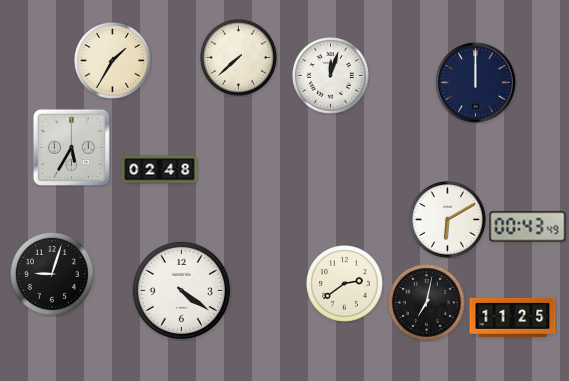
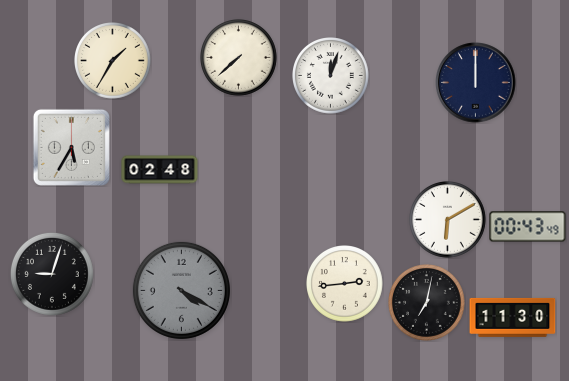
clock at (345, 284): 2:39 -> 2:44
clock at (181, 290): 4:21 -> 4:20
clock at (181, 290) dial: white -> grey
clock at (513, 317): 11:25 -> 11:30
